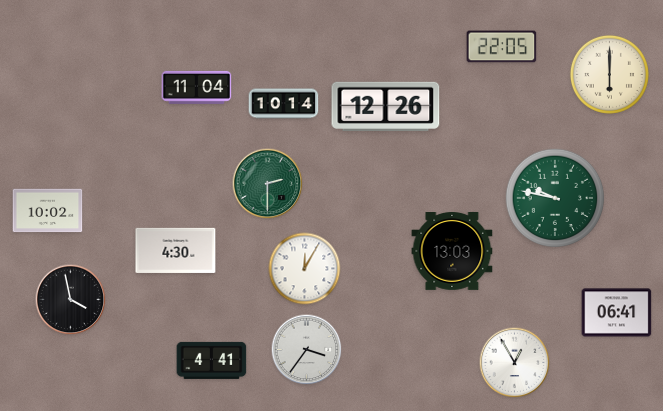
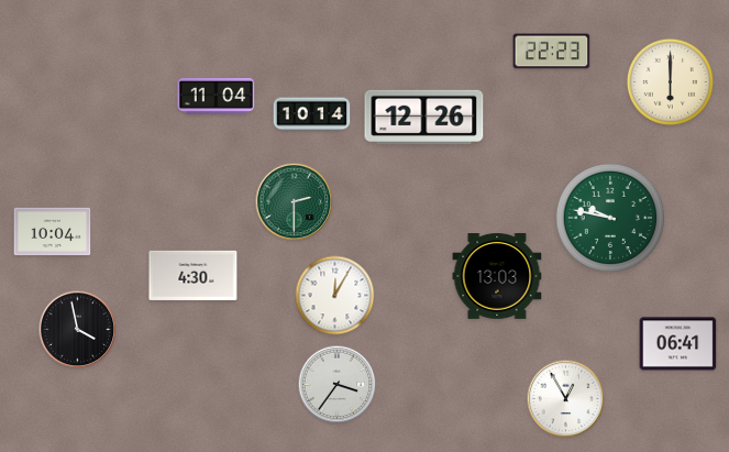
clock at (502, 47): 22:05 -> 22:23
clock at (48, 211): 10:02 -> 10:04
clock at (212, 360): 4:41 -> none
